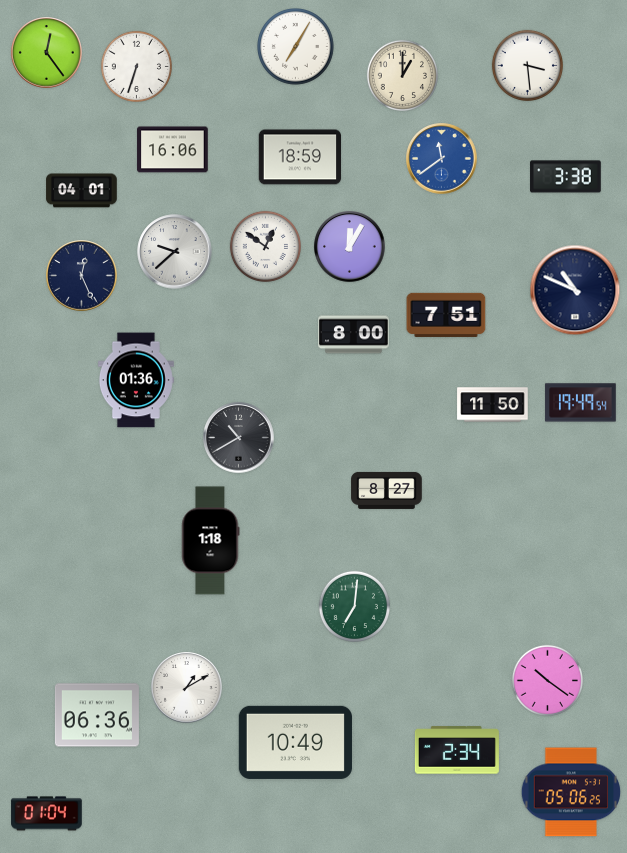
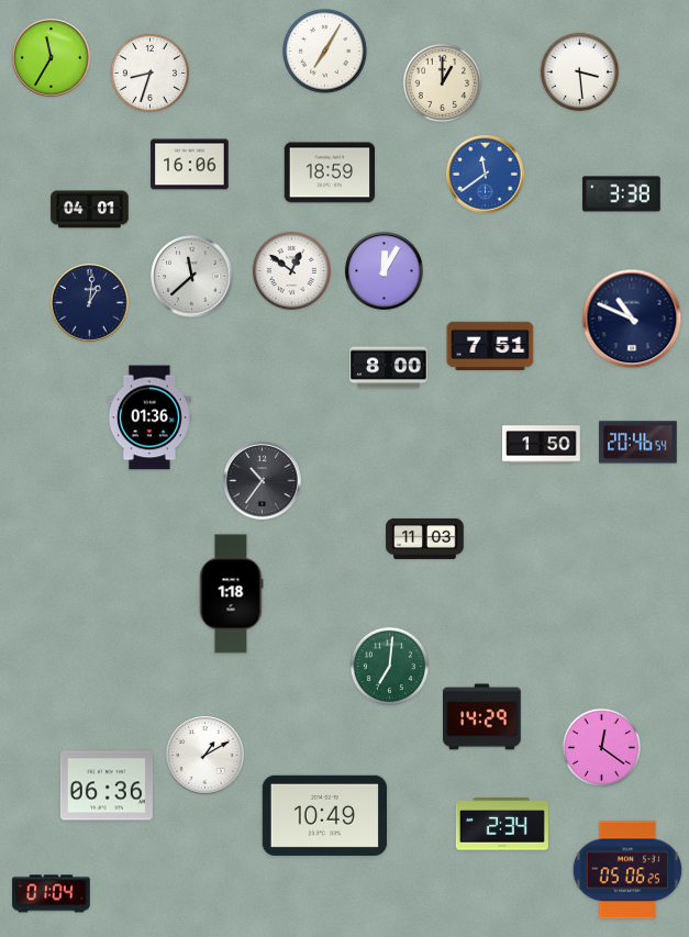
clock at (47, 53): 12:24 -> 11:35
clock at (136, 66): 6:33 -> 8:33
clock at (175, 252): 9:38 -> 11:38
clock at (82, 276): 12:26 -> 1:01
clock at (581, 403): 19:49 -> 20:46
clock at (493, 405): 11:50 -> 1:50
clock at (239, 438): 10:40 -> 10:36
clock at (387, 490): 8:27 -> 11:03
clock at (482, 717): none -> 14:29
clock at (547, 680): 10:21 -> 12:21
